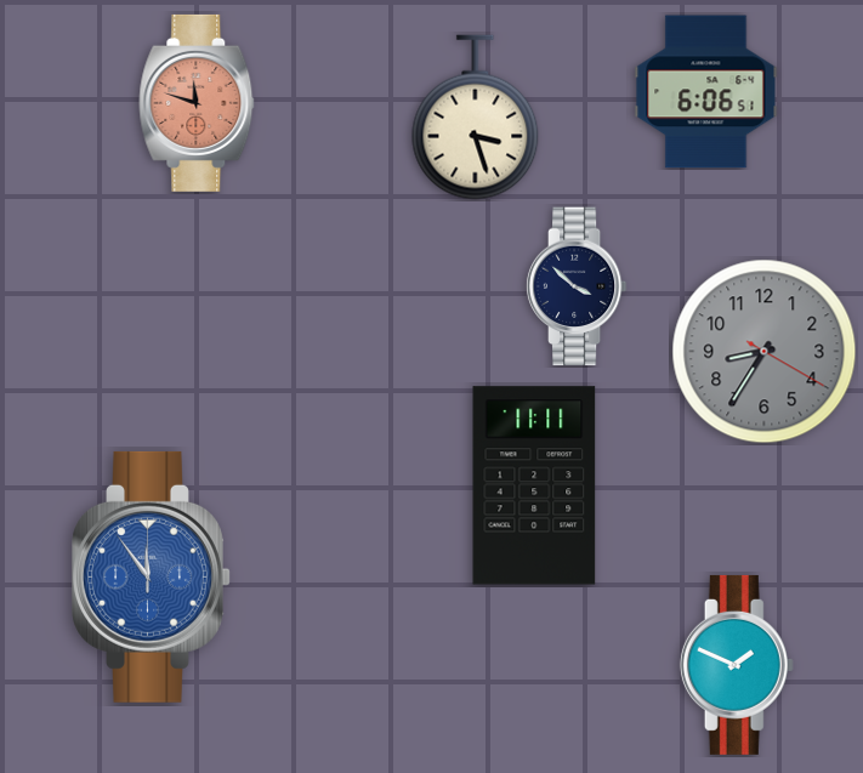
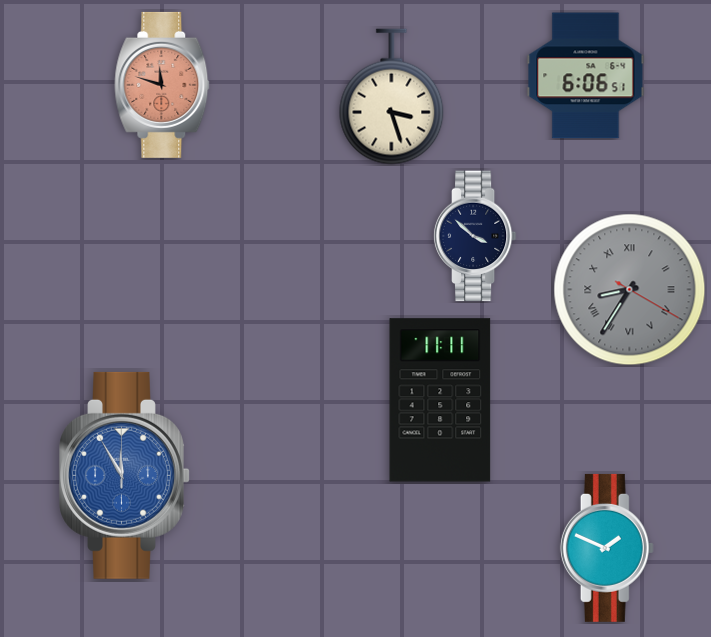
clock at (706, 92) position: (706, 92) -> (586, 76)
clock at (765, 352) numerals: Arabic -> Roman
clock at (152, 576): 11:54 -> 11:55
